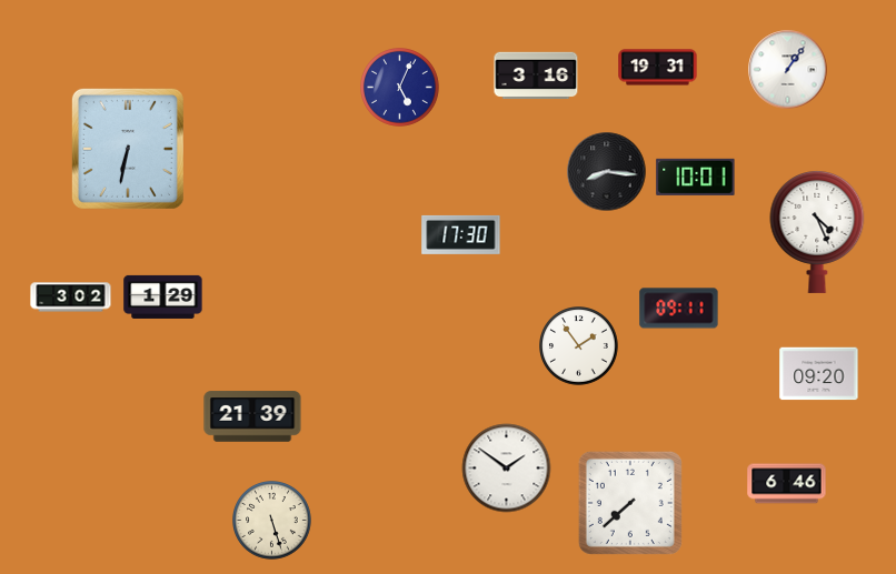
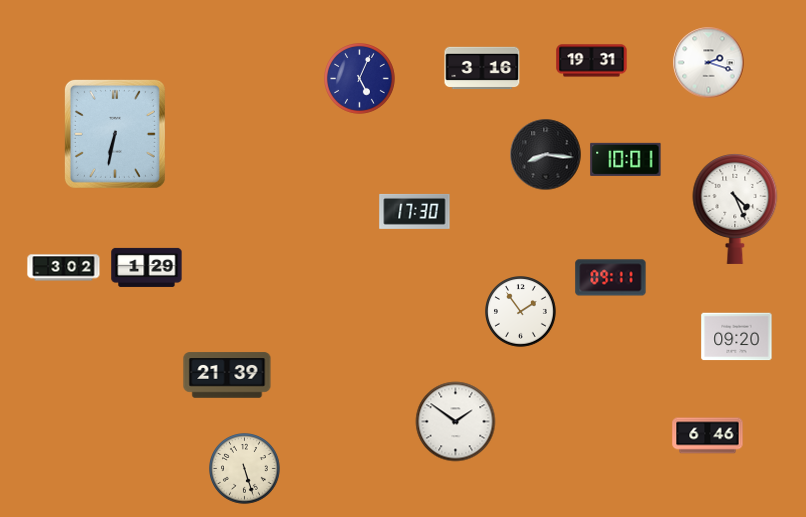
clock at (788, 70): 1:06 -> 2:18
clock at (630, 503): 7:38 -> none
